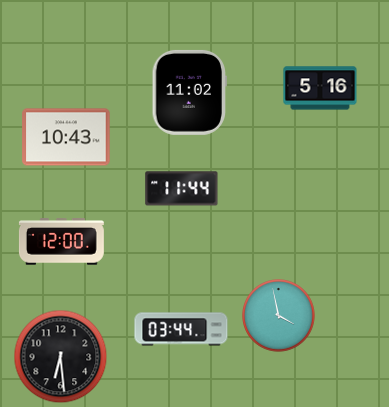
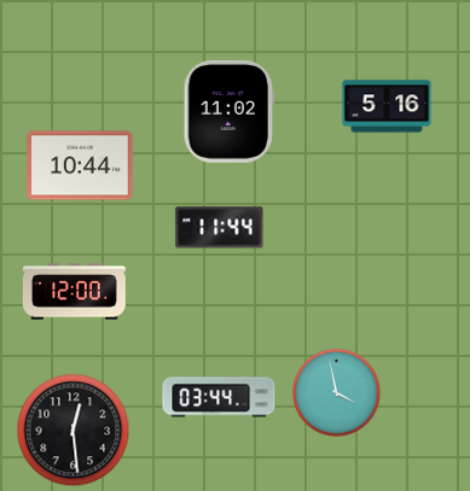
clock at (66, 137): 10:43 -> 10:44
clock at (279, 316) position: (279, 316) -> (337, 393)
clock at (61, 357): 6:29 -> 12:29
